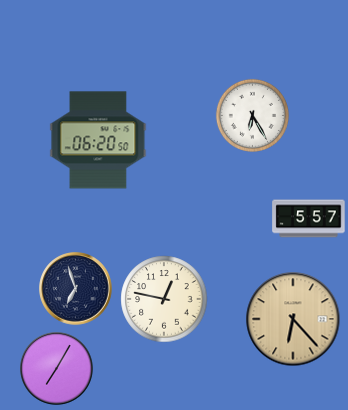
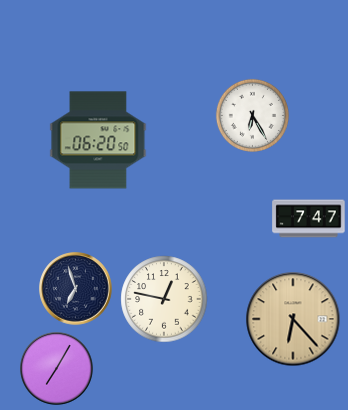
clock at (309, 219): 5:57 -> 7:47
